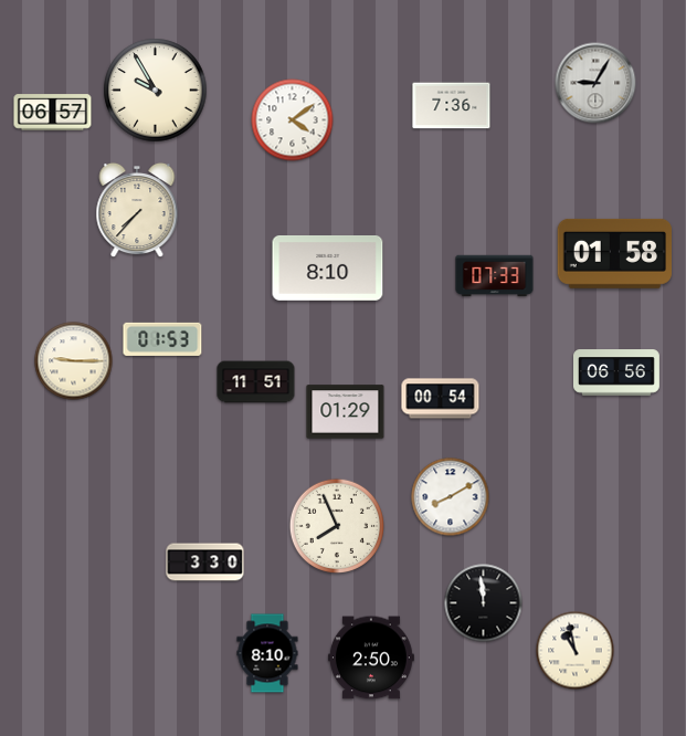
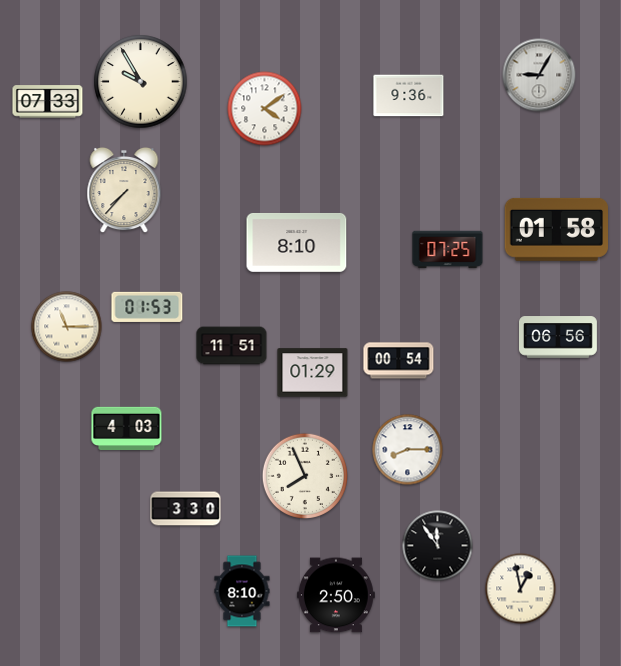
clock at (452, 106): 7:36 -> 9:36
clock at (53, 113): 06:57 -> 07:33
clock at (495, 276): 07:33 -> 07:25
clock at (74, 361): 9:15 -> 11:15
clock at (127, 429): none -> 4:03
clock at (451, 497): 8:10 -> 8:15
clock at (484, 603): 11:59 -> 11:54
clock at (576, 651): 10:58 -> 12:58
